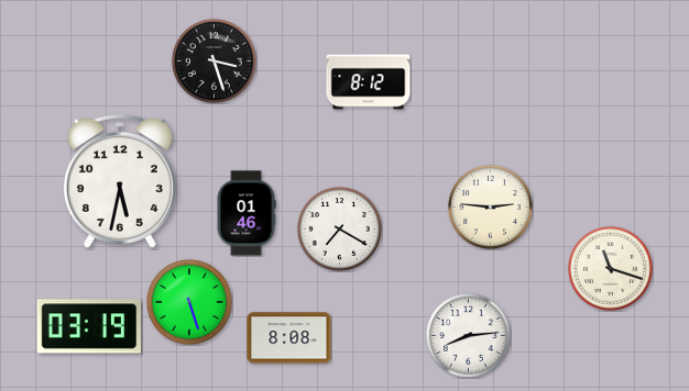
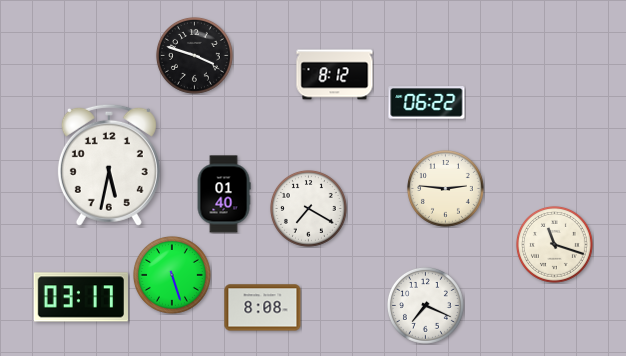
clock at (214, 60): 3:27 -> 3:48
clock at (427, 103): none -> 06:22
clock at (247, 213): 01:46 -> 01:40
clock at (88, 326): 03:19 -> 03:17
clock at (468, 335): 8:14 -> 7:19
